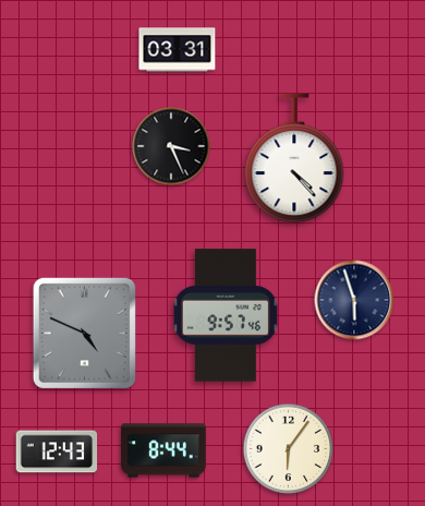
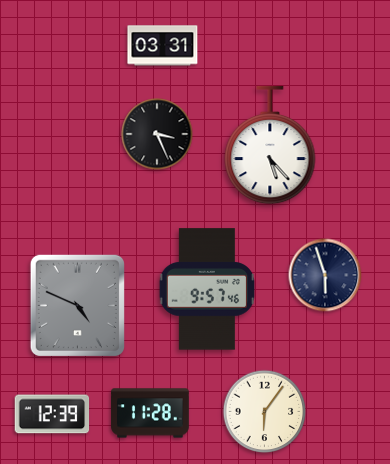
clock at (294, 158): 4:23 -> 5:23
clock at (163, 450): 8:44 -> 11:28
clock at (57, 451): 12:43 -> 12:39
